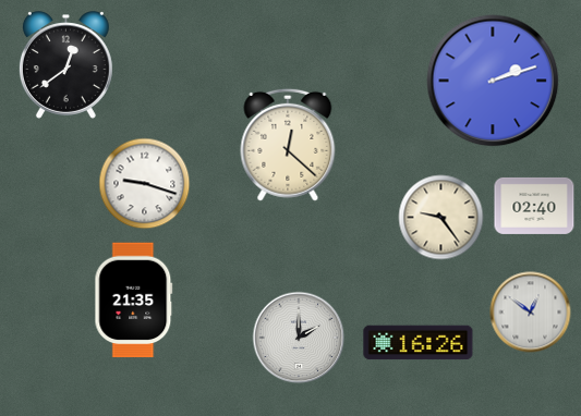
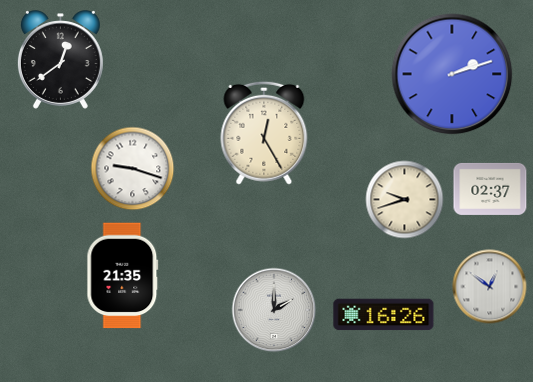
clock at (288, 145): 12:22 -> 12:25
clock at (534, 206): 02:40 -> 02:37
clock at (441, 218): 9:24 -> 9:42
clock at (531, 313) position: (531, 313) -> (490, 287)
